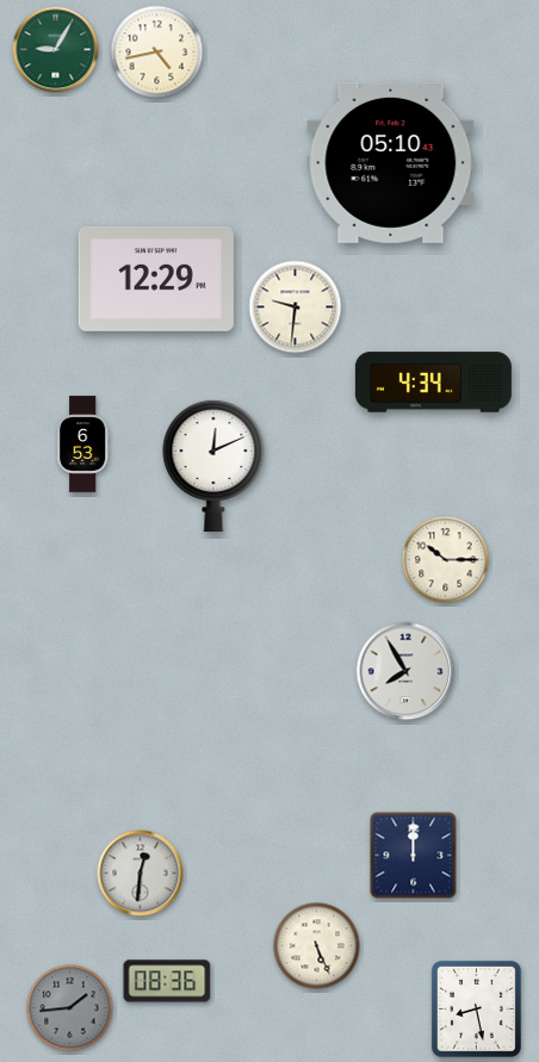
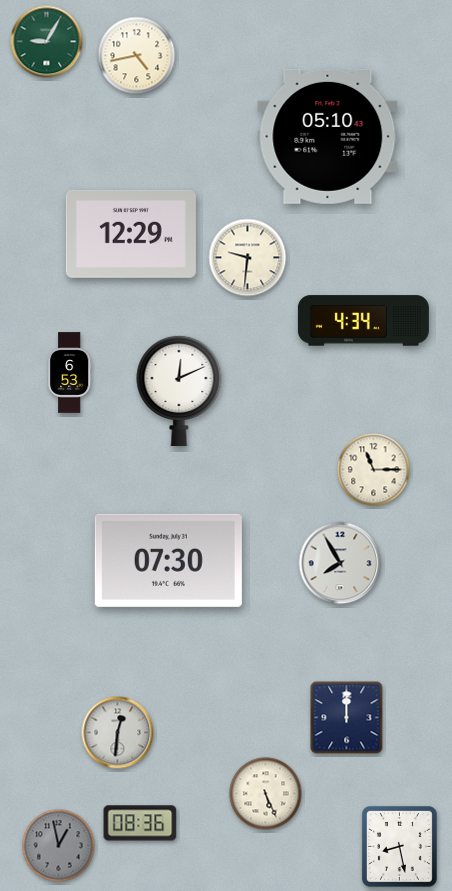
clock at (157, 52) position: (157, 52) -> (137, 56)
clock at (446, 560): 10:15 -> 11:15
clock at (168, 560): none -> 07:30
clock at (70, 1008): 1:44 -> 12:58
